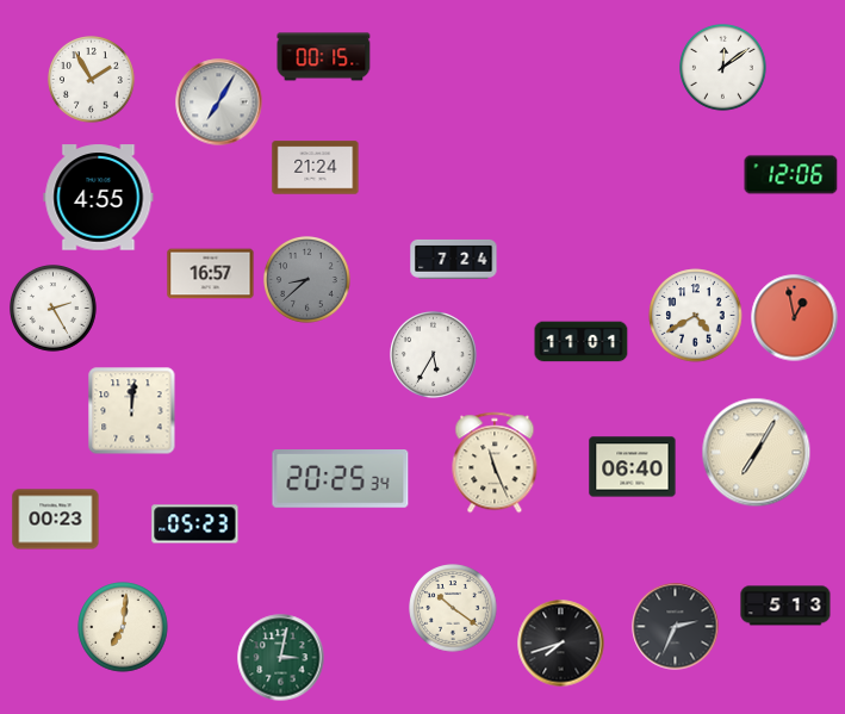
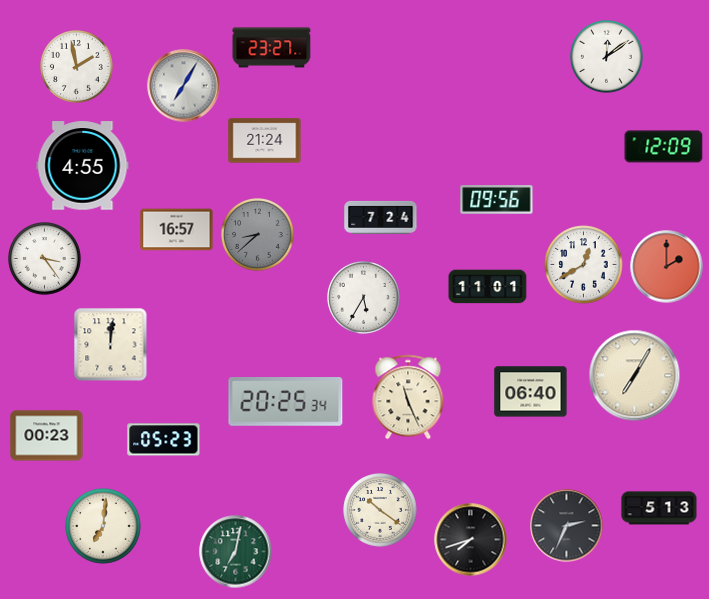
clock at (324, 57): 00:15 -> 23:27
clock at (92, 80): 1:55 -> 1:58
clock at (791, 175): 12:06 -> 12:09
clock at (497, 200): none -> 09:56
clock at (54, 309): 2:25 -> 3:24
clock at (696, 316): 4:40 -> 12:40
clock at (795, 318): 12:58 -> 2:00
clock at (757, 453) position: (757, 453) -> (635, 376)
clock at (495, 462) position: (495, 462) -> (408, 397)
clock at (281, 658): 3:02 -> 7:02
